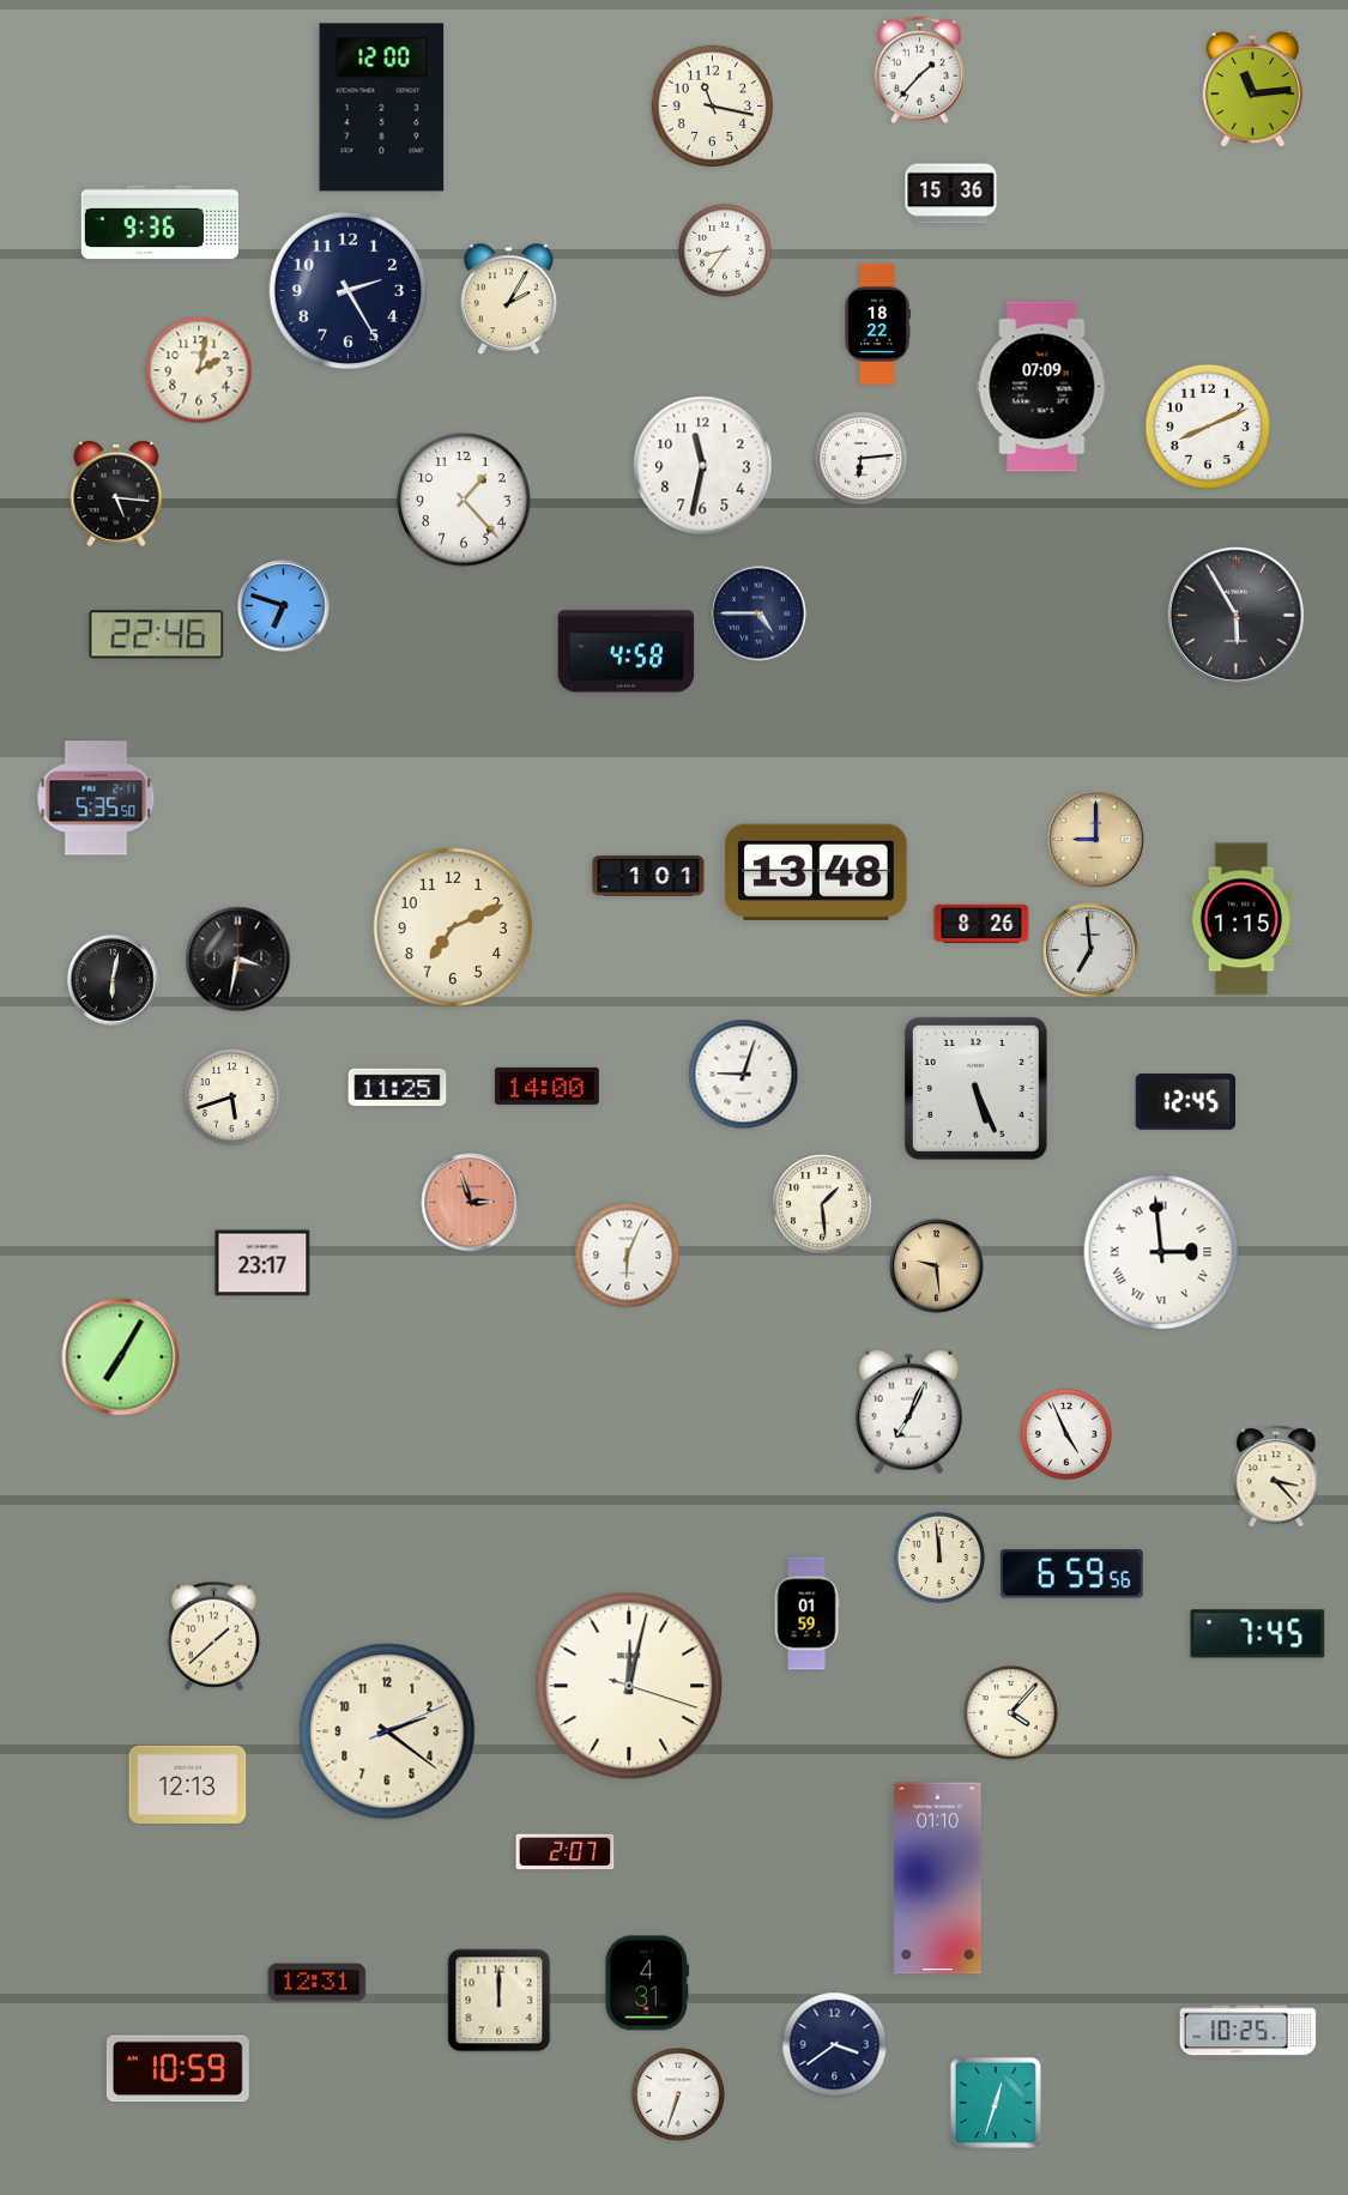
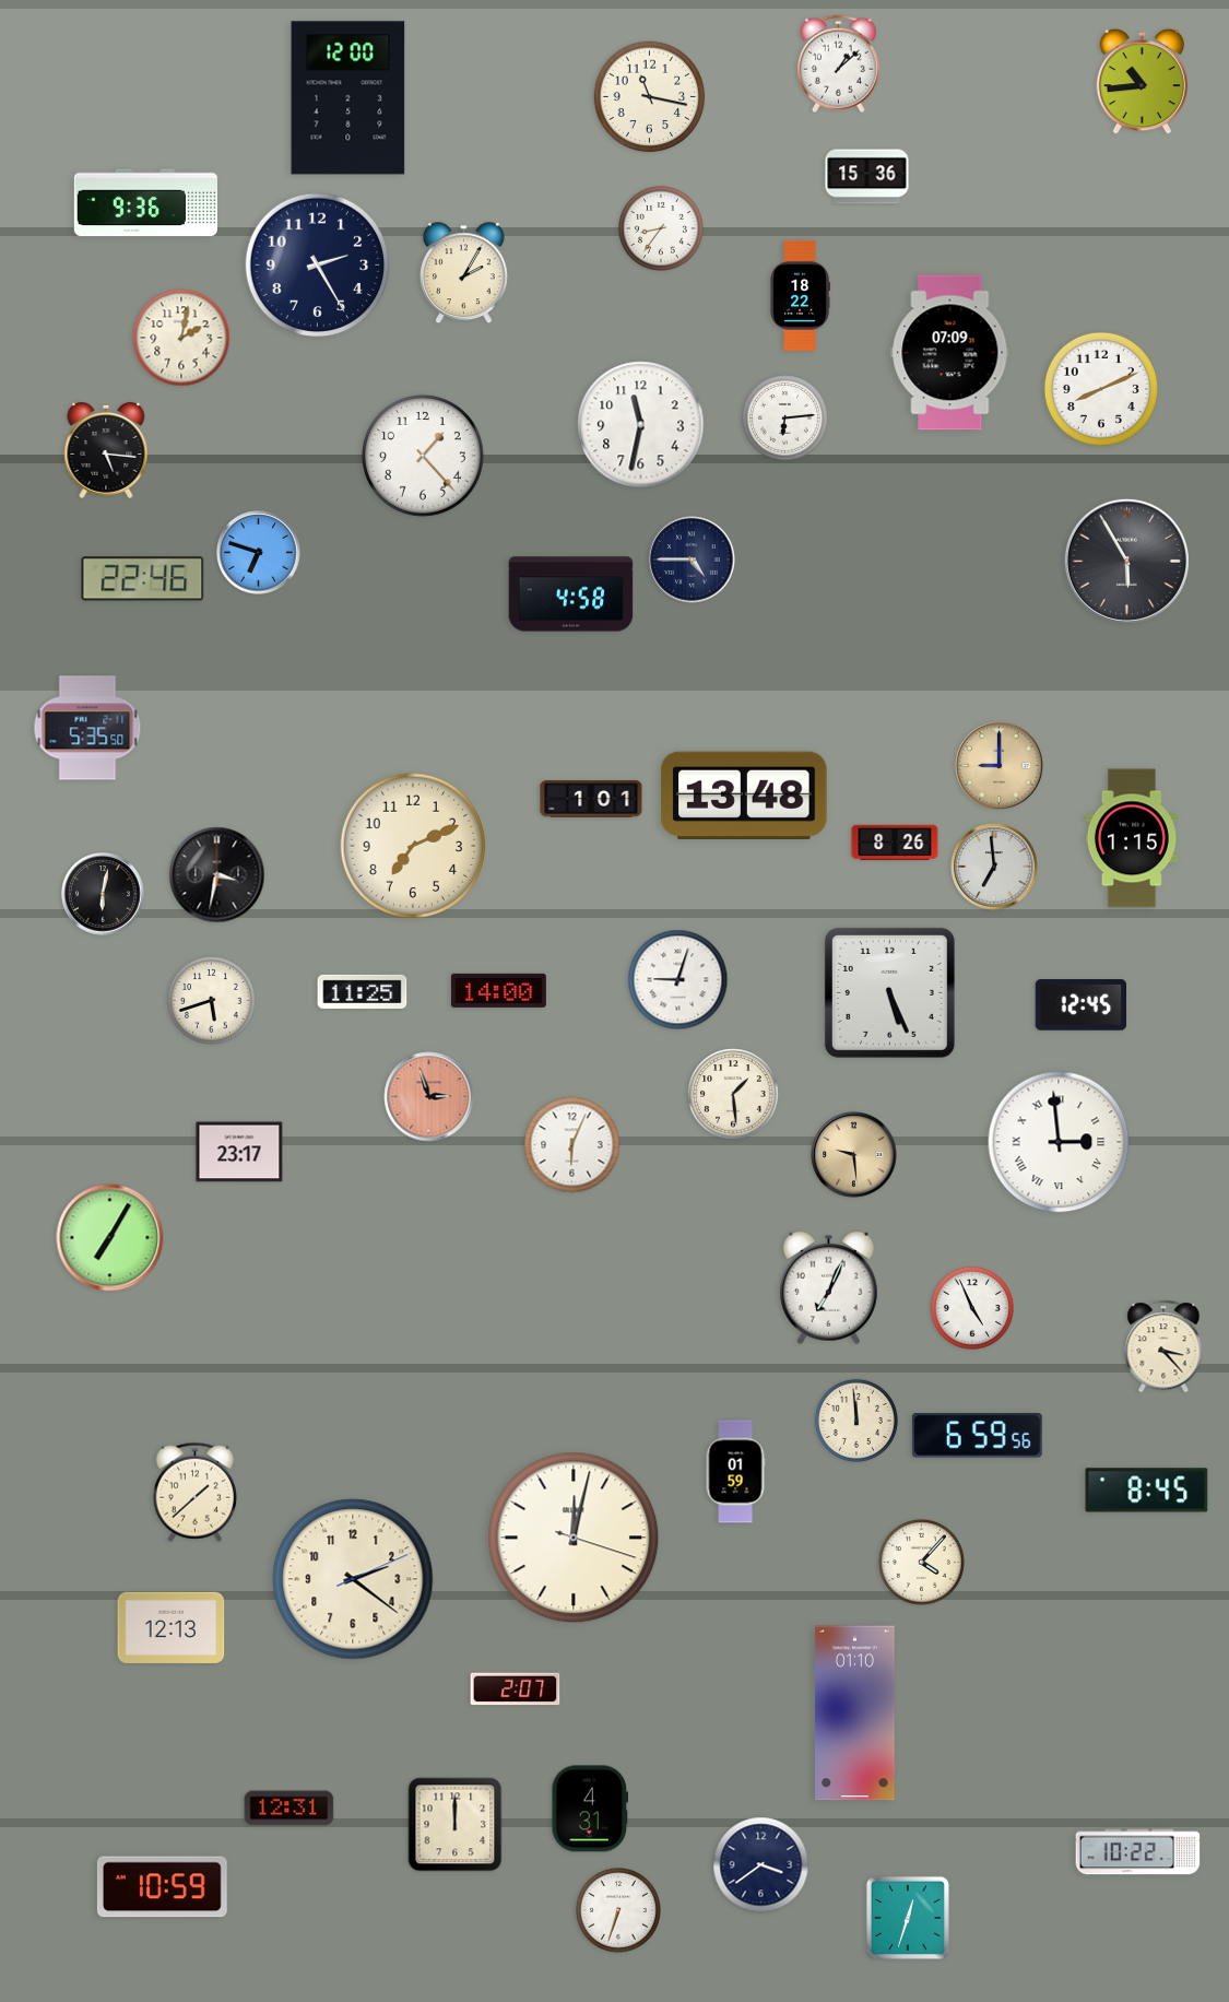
clock at (919, 71): 1:37 -> 1:08
clock at (1252, 90): 11:14 -> 10:44
clock at (822, 1204) position: (822, 1204) -> (733, 1094)
clock at (1258, 1634): 7:45 -> 8:45
clock at (1249, 2031): 10:25 -> 10:22
